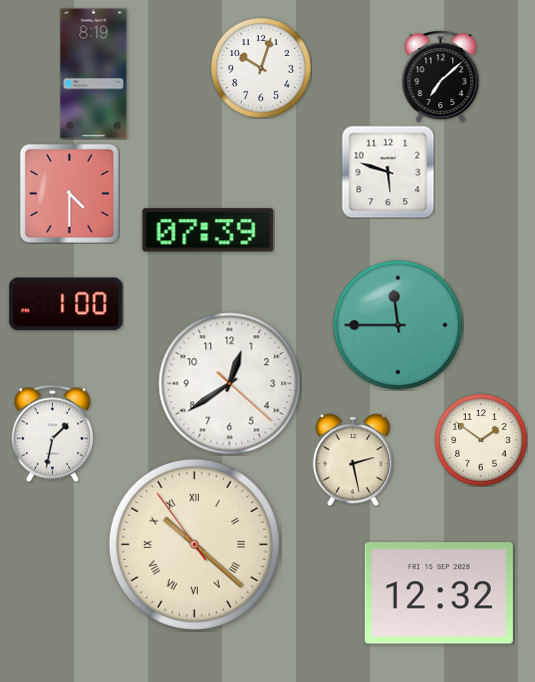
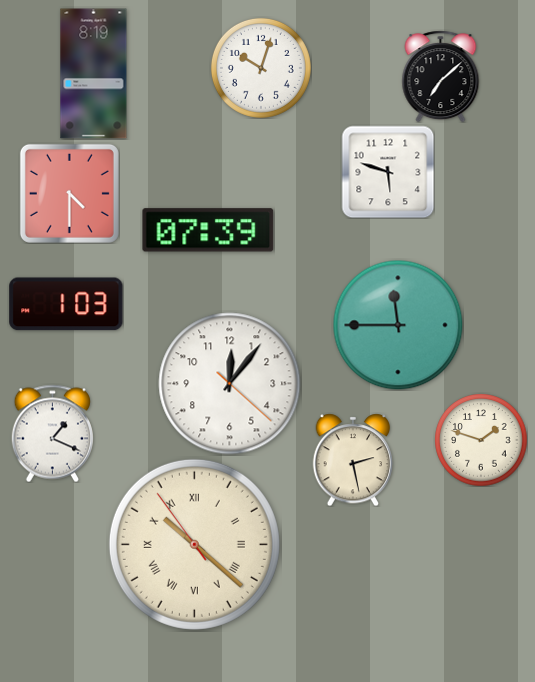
clock at (66, 304): 1:00 -> 1:03
clock at (230, 384): 12:39 -> 12:06
clock at (52, 433): 1:32 -> 1:19
clock at (481, 440): 1:51 -> 1:48
clock at (439, 593): 12:32 -> none
